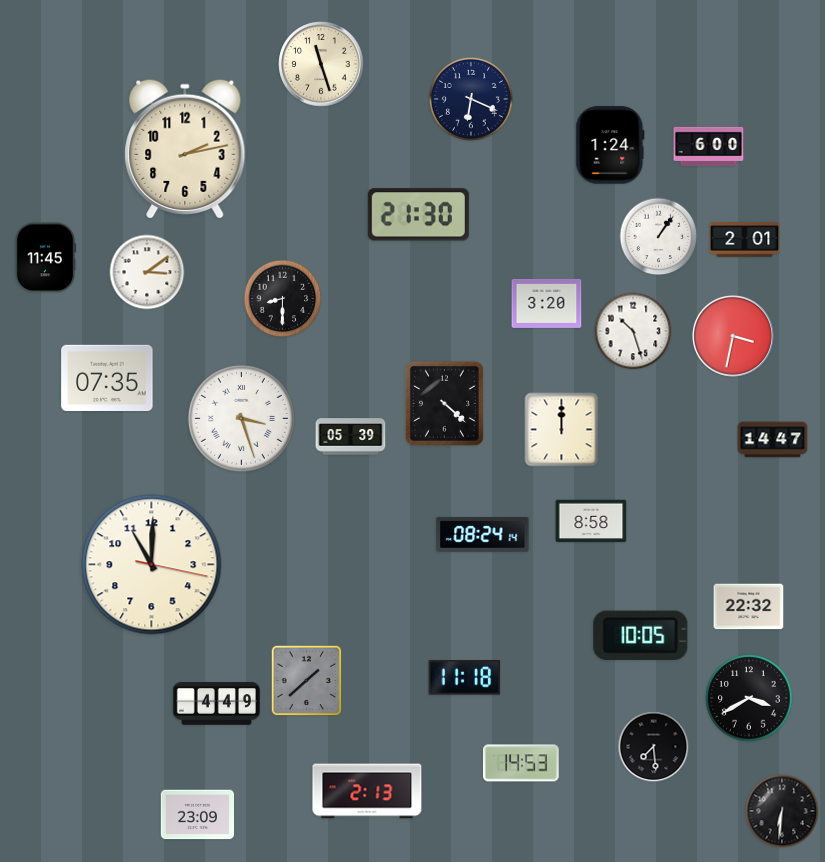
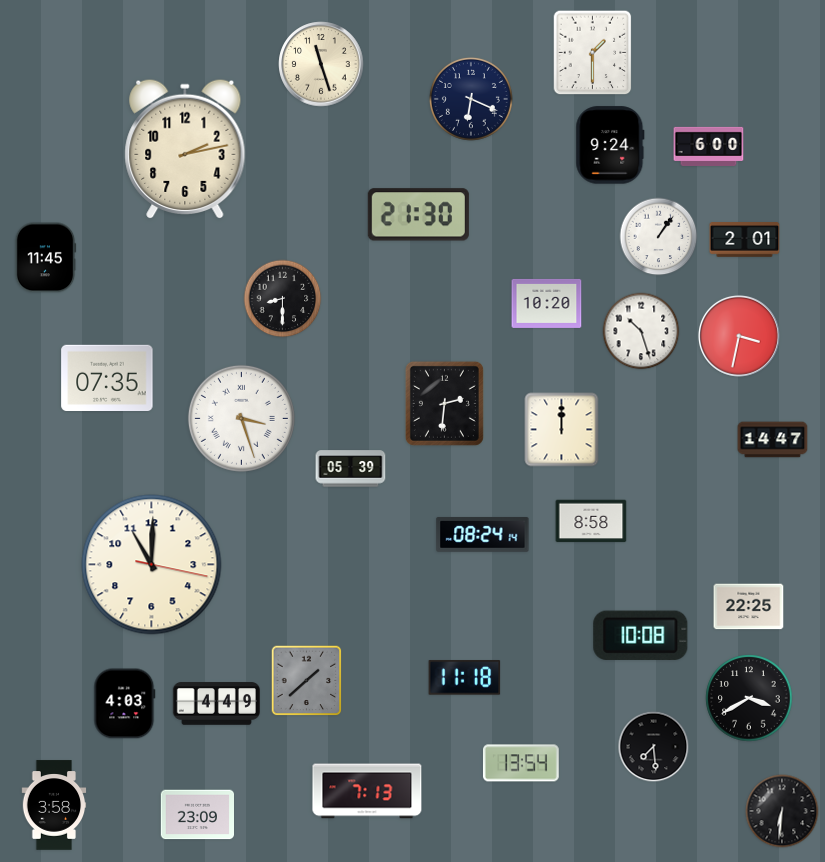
clock at (593, 53): none -> 1:30
clock at (610, 145): 1:24 -> 9:24
clock at (147, 272): 3:09 -> none
clock at (547, 303): 3:20 -> 10:20
clock at (633, 331) position: (633, 331) -> (641, 331)
clock at (733, 336) position: (733, 336) -> (739, 336)
clock at (444, 403): 4:22 -> 2:31
clock at (351, 437) position: (351, 437) -> (351, 469)
clock at (749, 607): 22:32 -> 22:25
clock at (641, 635): 10:05 -> 10:08
clock at (125, 704): none -> 4:03
clock at (521, 763): 14:53 -> 13:54
clock at (367, 791): 2:13 -> 7:13
clock at (54, 805): none -> 3:58
